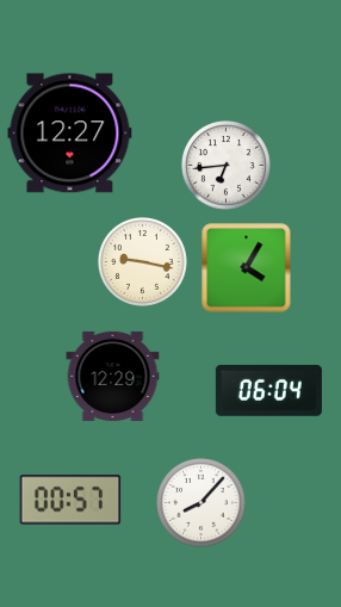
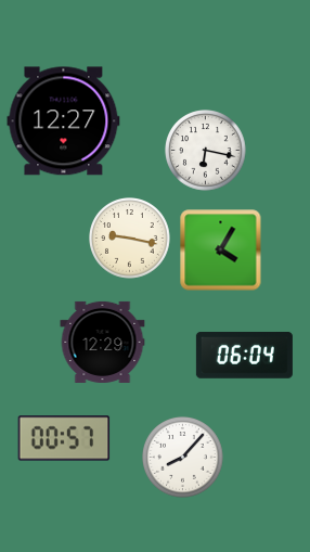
clock at (227, 166): 6:44 -> 6:17
clock at (247, 268) position: (247, 268) -> (221, 251)
clock at (70, 500) position: (70, 500) -> (64, 438)
